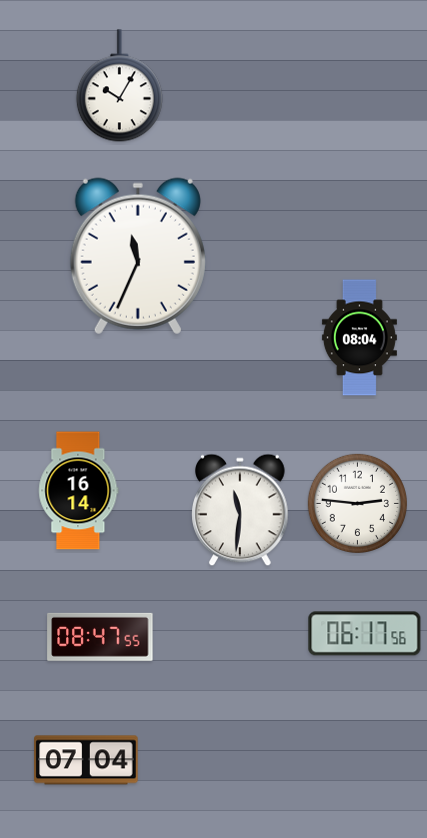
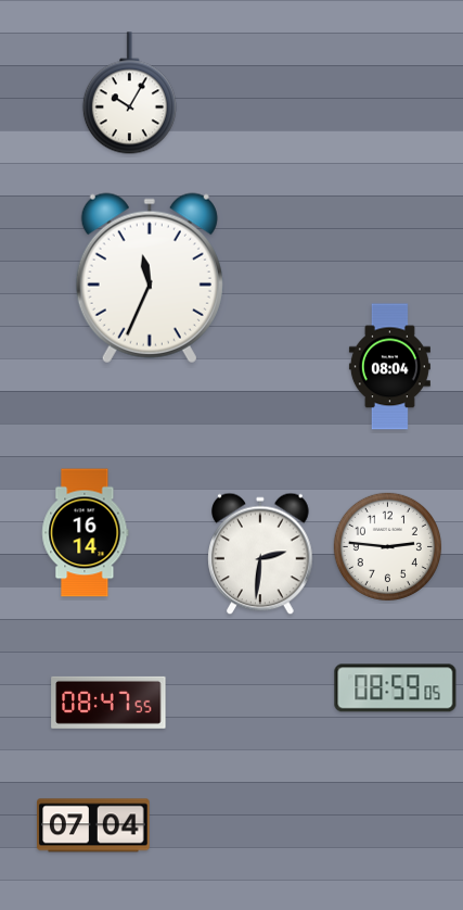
clock at (240, 510): 11:31 -> 2:31
clock at (365, 634): 06:17 -> 08:59
clock at (100, 637) position: (100, 637) -> (108, 703)
